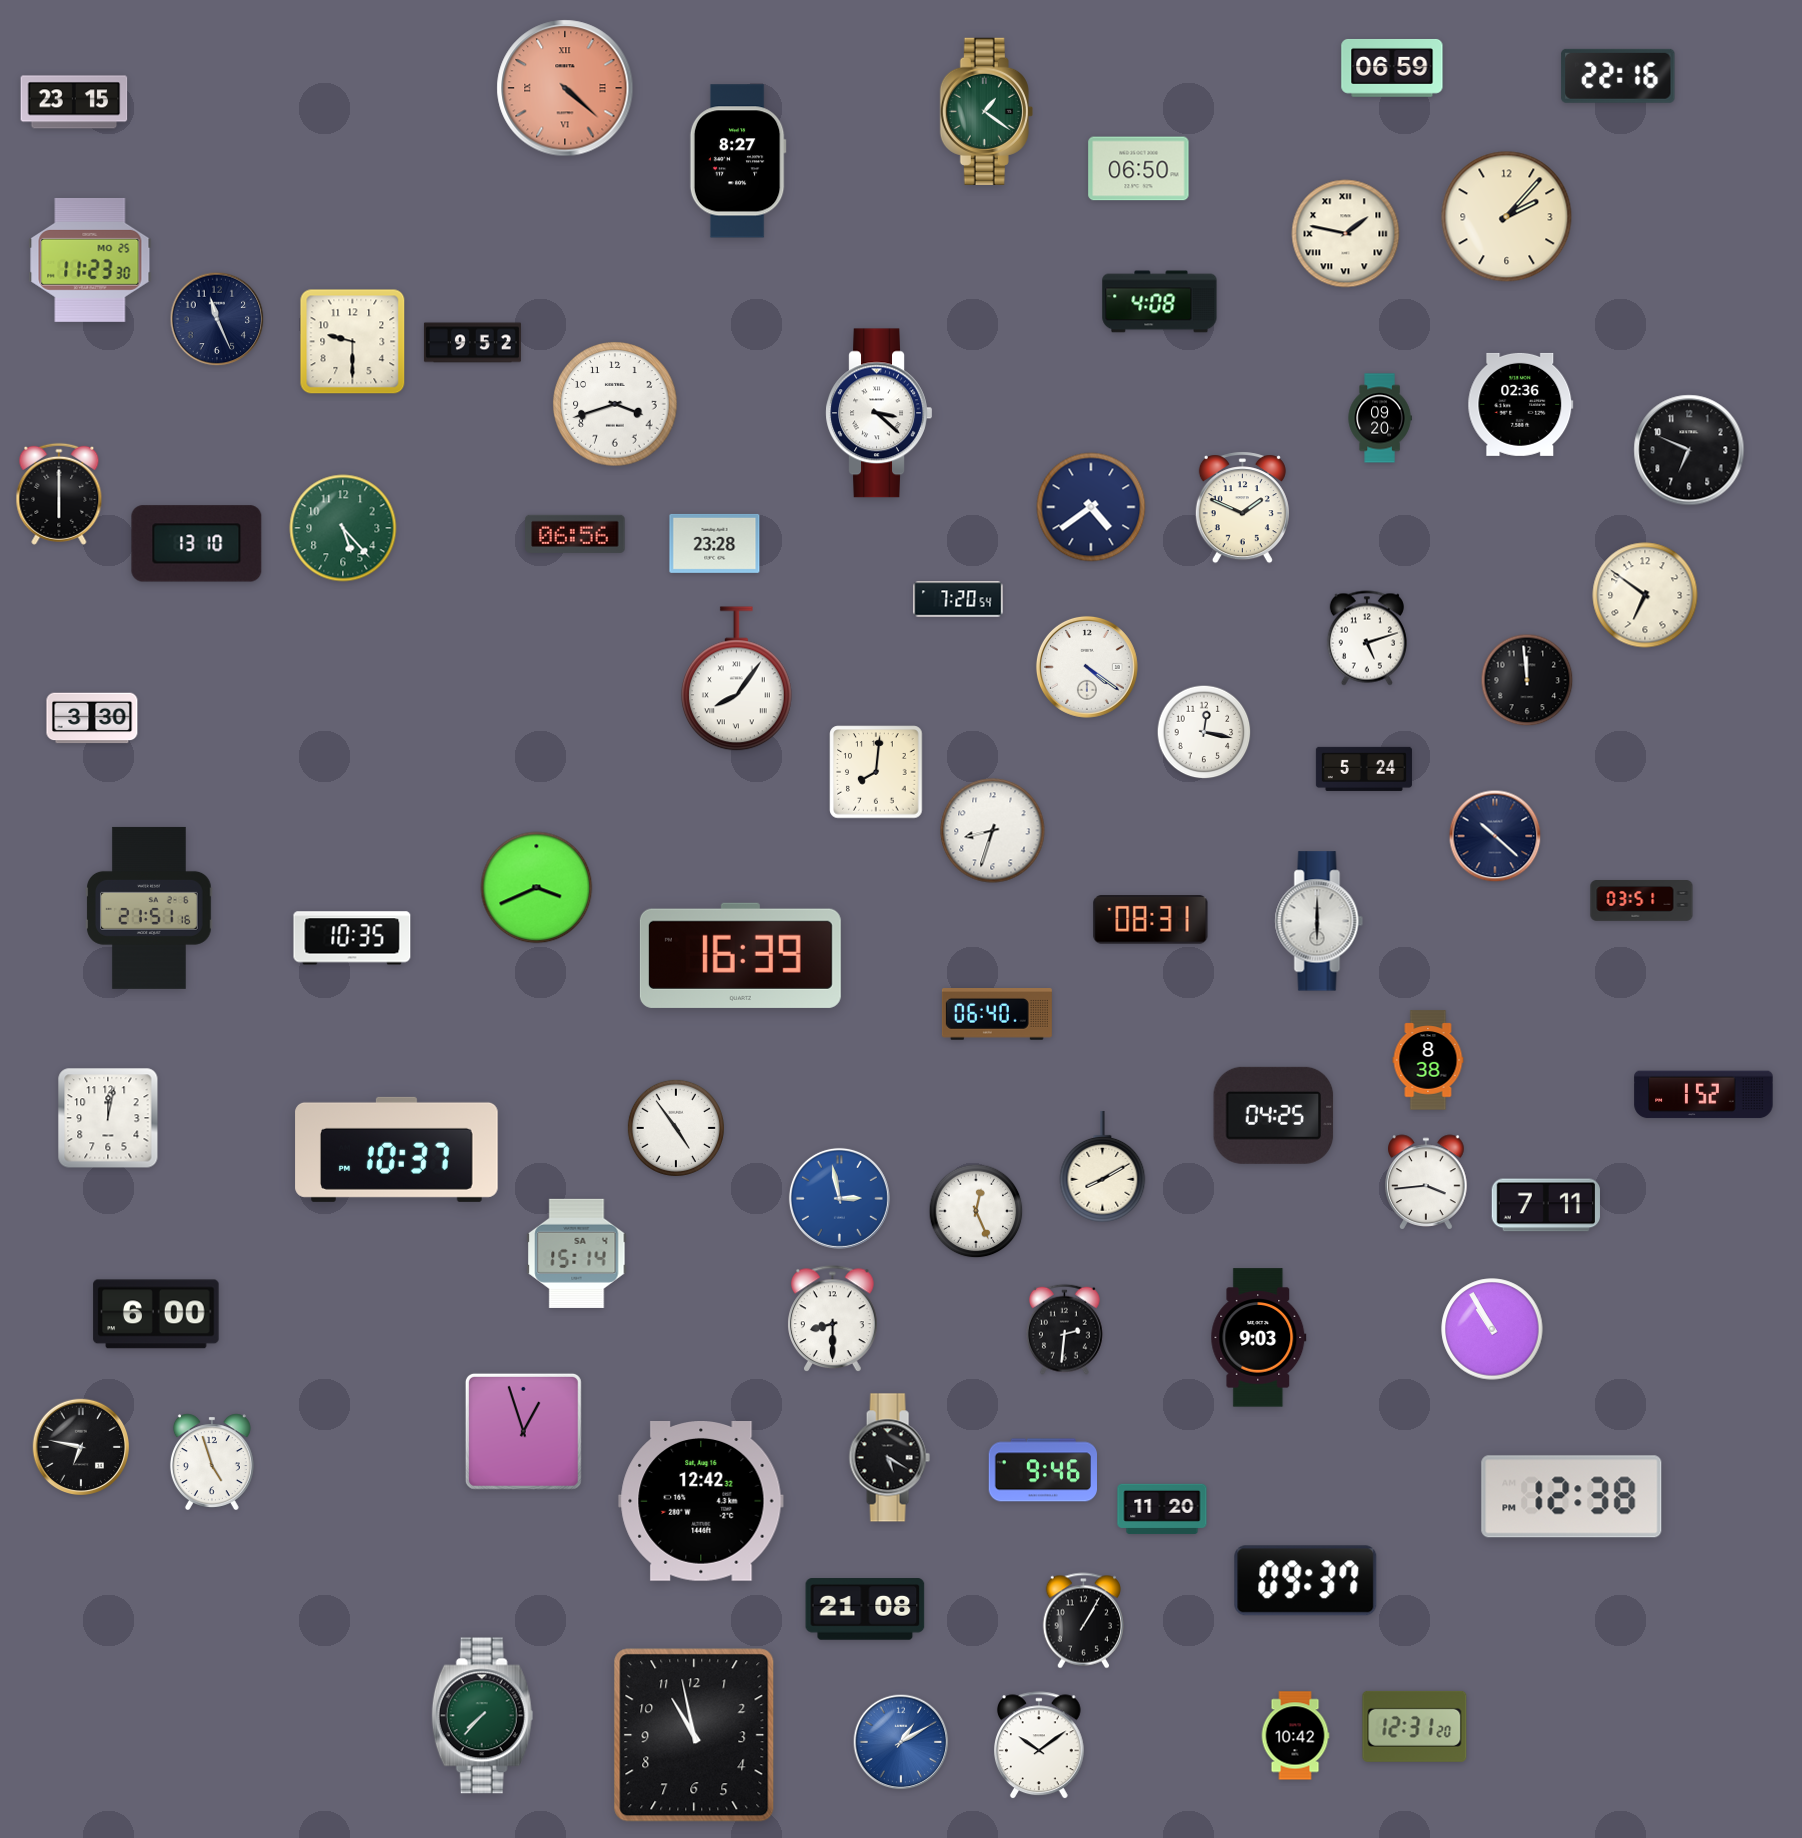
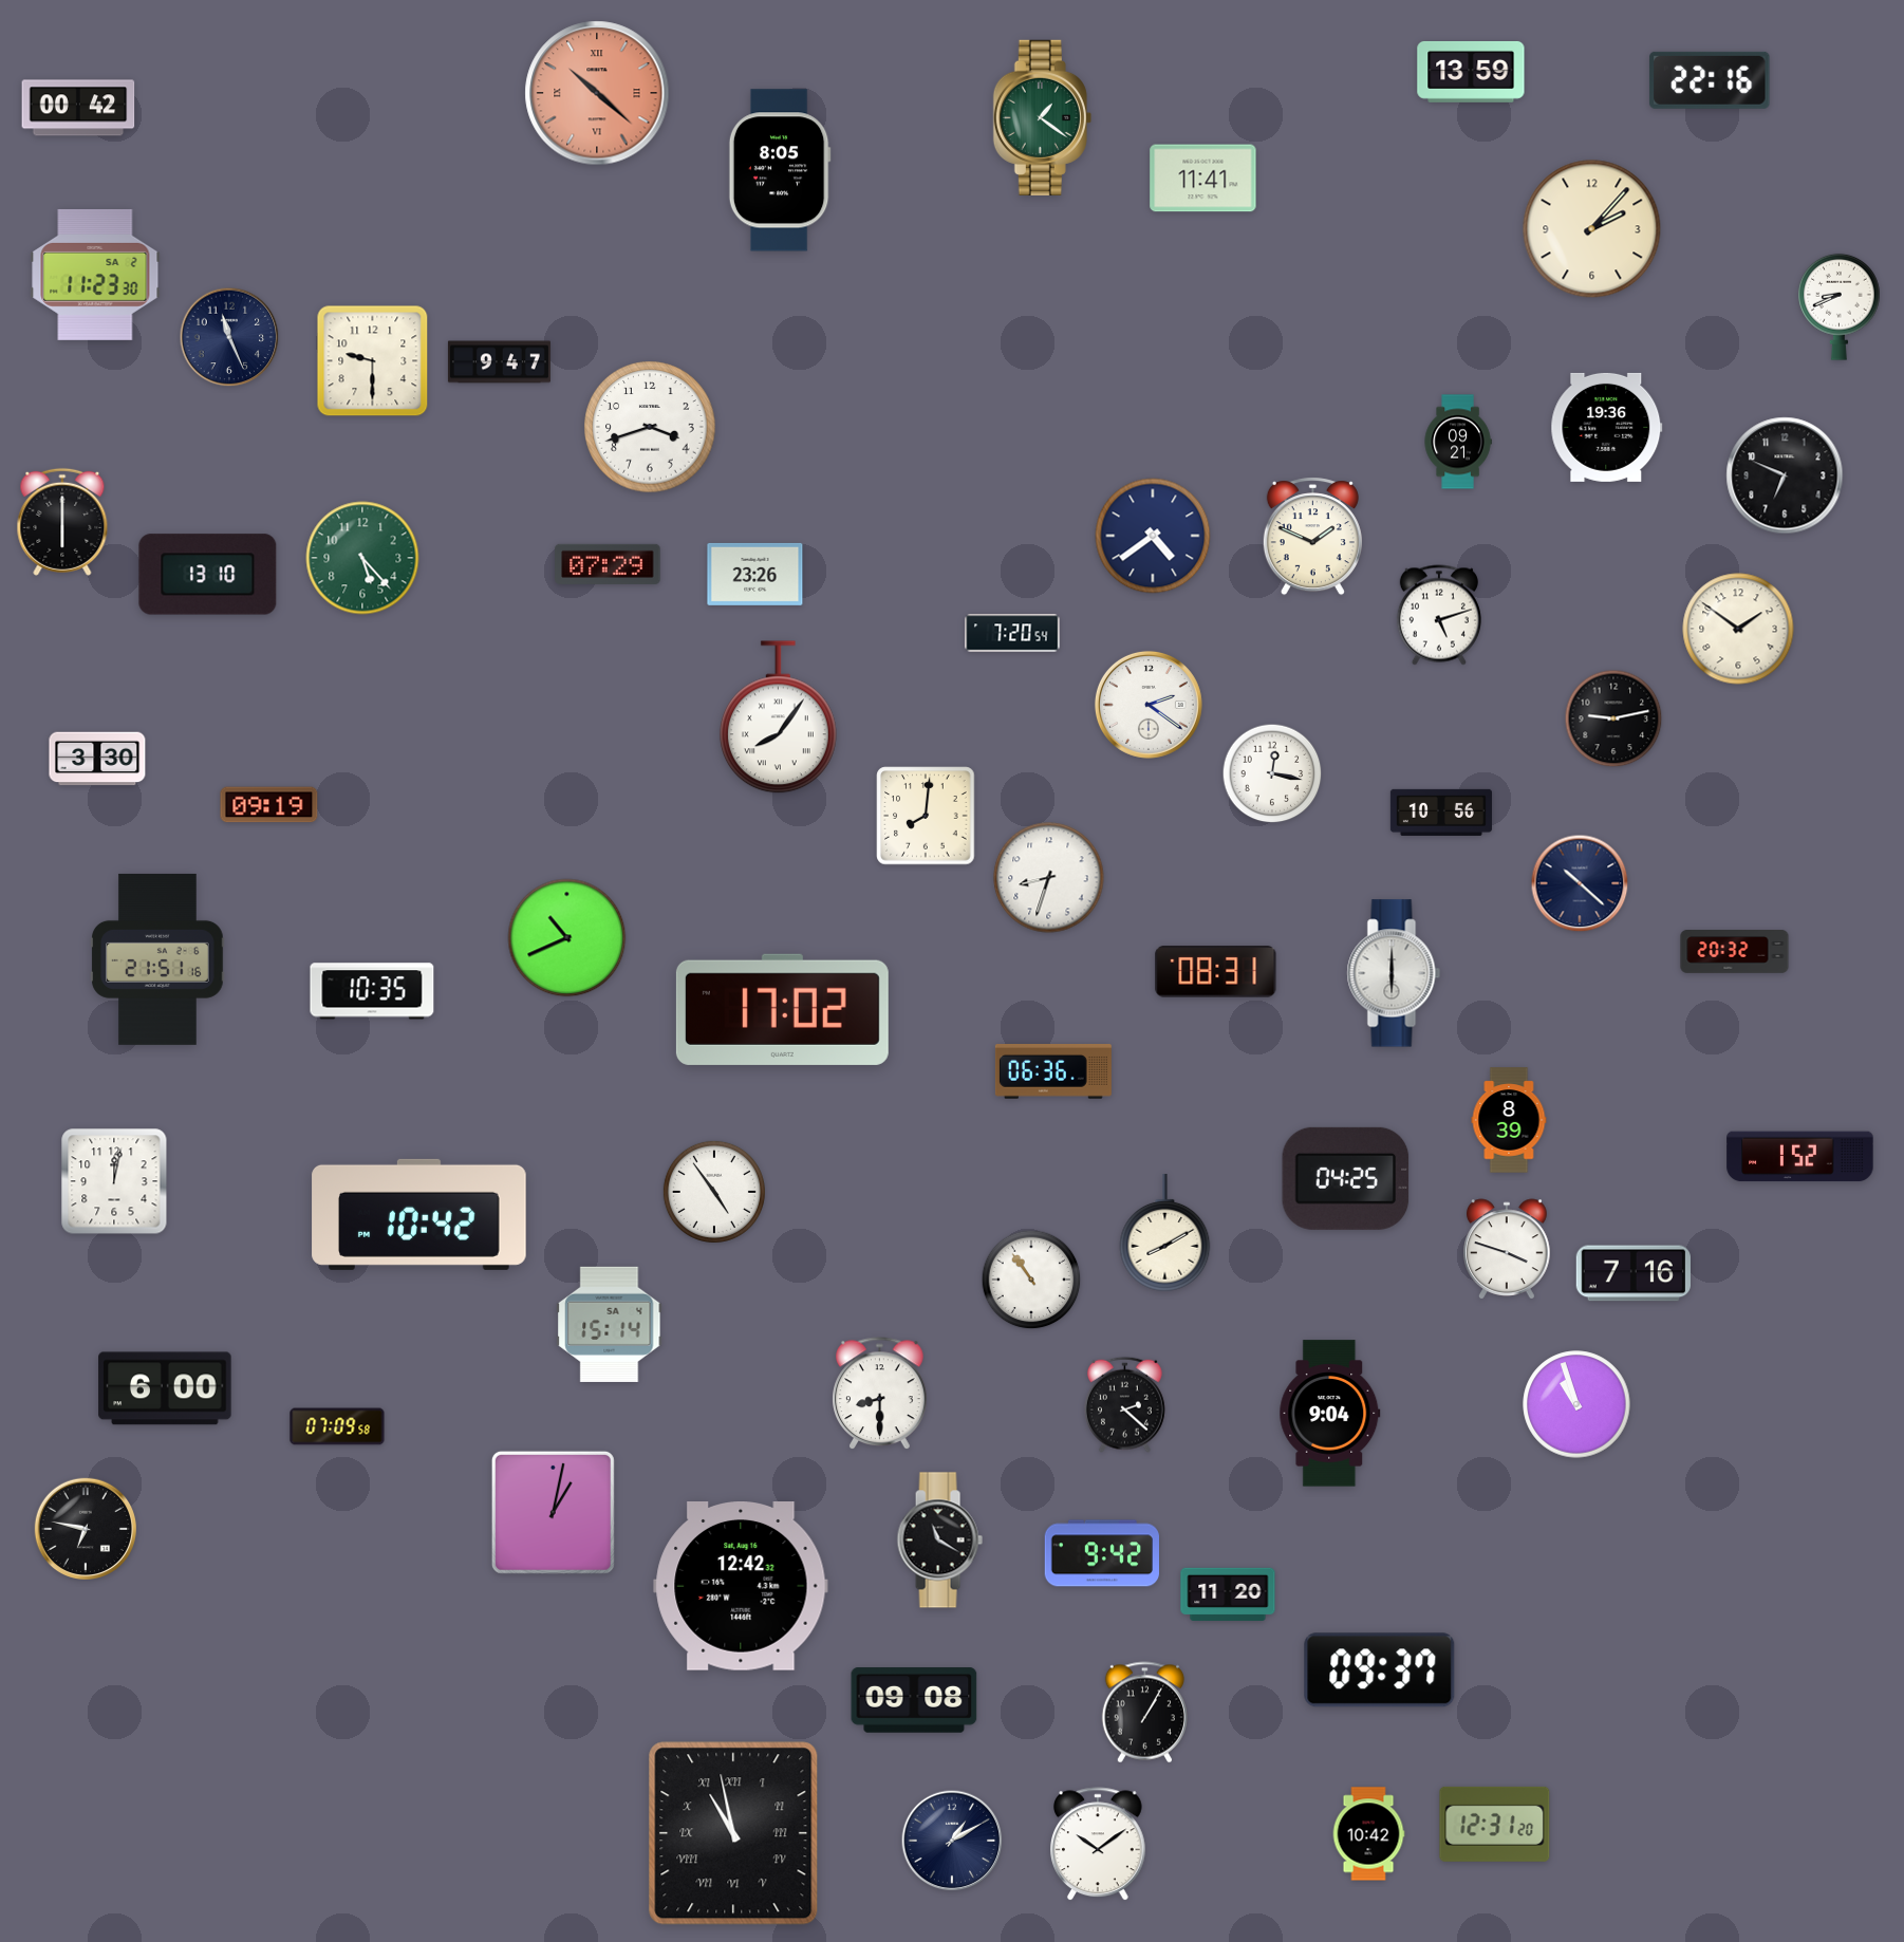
clock at (1392, 68): 06:59 -> 13:59
clock at (565, 88): 4:22 -> 10:22
clock at (74, 102): 23:15 -> 00:42
clock at (738, 161): 8:27 -> 8:05
clock at (1139, 169): 06:50 -> 11:41
clock at (1346, 234): 1:47 -> none
clock at (90, 260) date: MO 25 -> SA 2
clock at (1840, 306): none -> 8:41
clock at (1160, 302): 4:08 -> none
clock at (472, 343): 9:52 -> 9:47
clock at (1521, 404): 02:36 -> 19:36
clock at (879, 413): 3:22 -> none
clock at (1380, 418): 09:20 -> 09:21
clock at (575, 534): 06:56 -> 07:29
clock at (715, 543): 23:28 -> 23:26
clock at (1645, 595): 6:51 -> 1:51
clock at (1367, 638) position: (1367, 638) -> (1439, 615)
clock at (1087, 667): 4:21 -> 2:21
clock at (1527, 680): 11:59 -> 9:13
clock at (269, 805): none -> 09:19
clock at (1364, 769): 5:24 -> 10:56
clock at (537, 888): 3:41 -> 10:41
clock at (1642, 901): 03:51 -> 20:32
clock at (740, 955): 16:39 -> 17:02
clock at (997, 1015): 06:40 -> 06:36
clock at (1428, 1060): 8:38 -> 8:39
clock at (397, 1149): 10:37 -> 10:42
clock at (1426, 1182): 3:44 -> 3:48
clock at (839, 1198): 2:58 -> none
clock at (1546, 1205): 7:11 -> 7:16
clock at (976, 1211): 12:26 -> 10:54
clock at (1065, 1329): 2:31 -> 2:22
clock at (1492, 1329): 10:55 -> 10:57
clock at (1259, 1338): 9:03 -> 9:04
clock at (337, 1426): none -> 07:09
clock at (523, 1431): 12:57 -> 1:02
clock at (889, 1458): 5:20 -> 11:20
clock at (212, 1461): 4:57 -> none
clock at (1042, 1470): 9:46 -> 9:42
clock at (1572, 1497): 12:38 -> none
clock at (865, 1609): 21:08 -> 09:08
clock at (483, 1716): 7:37 -> none
clock at (694, 1735) numerals: Arabic -> Roman
clock at (901, 1742) dial: blue -> navy
